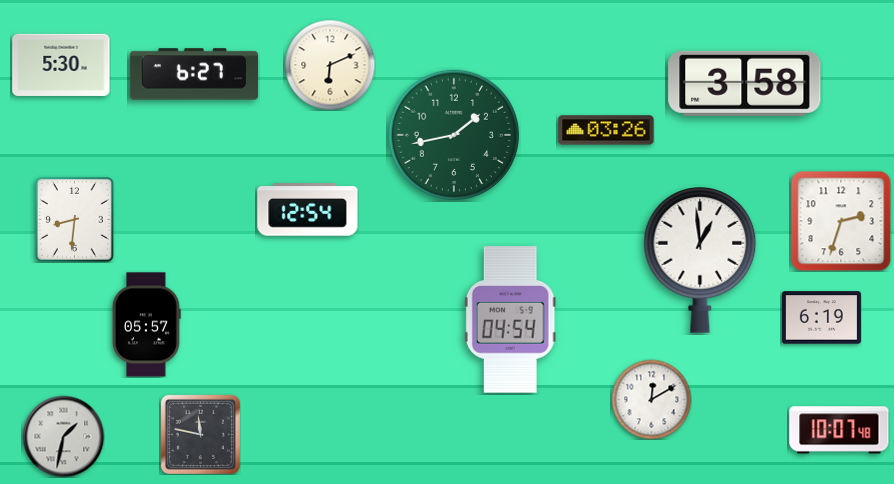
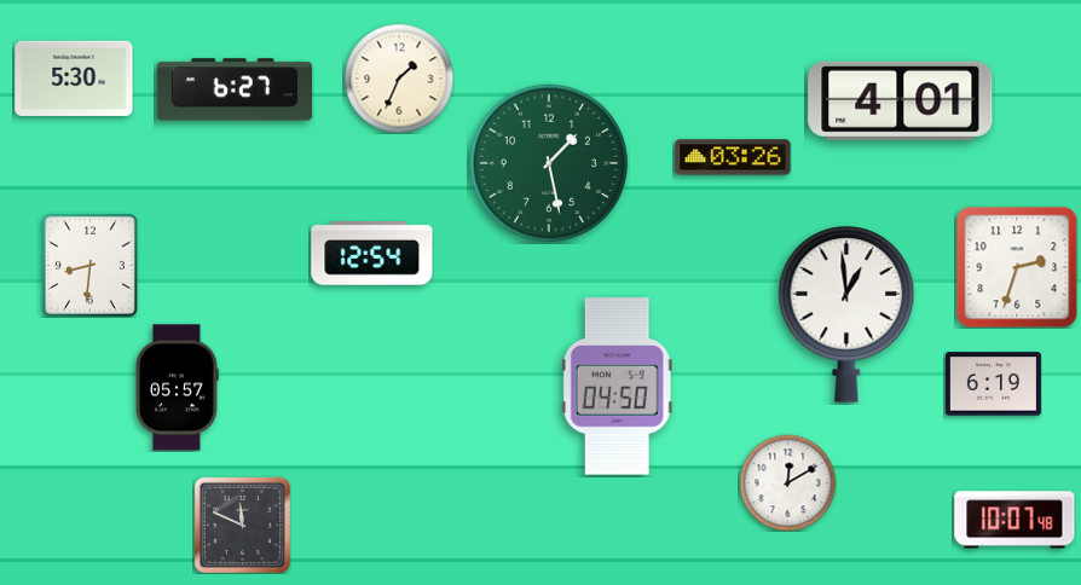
clock at (330, 65): 6:11 -> 1:34
clock at (745, 83): 3:58 -> 4:01
clock at (454, 135): 1:43 -> 1:28
clock at (510, 320): 04:54 -> 04:50
clock at (146, 325) position: (146, 325) -> (177, 388)
clock at (200, 434): 11:47 -> 11:49
clock at (63, 436): 1:32 -> none
